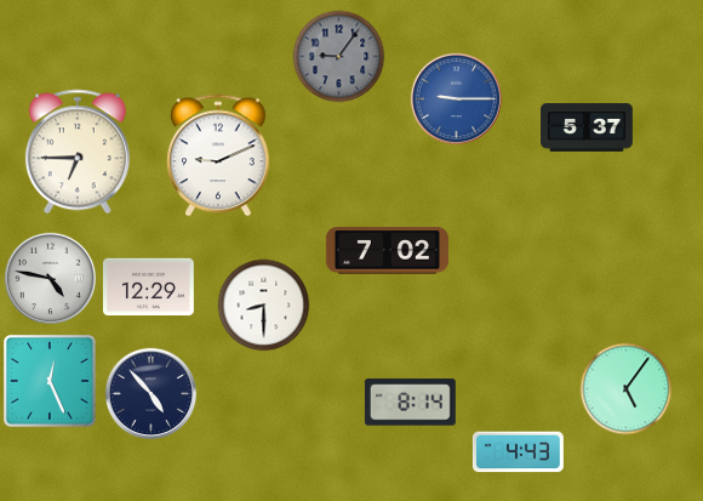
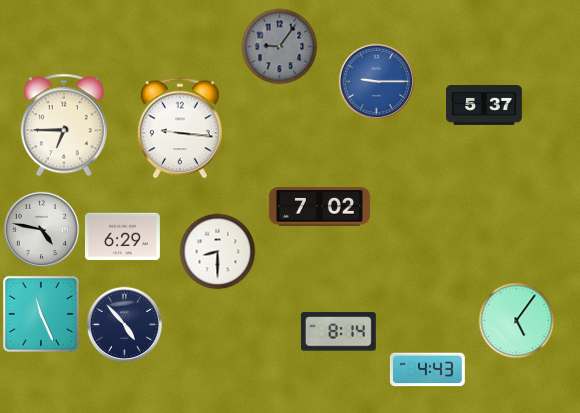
clock at (218, 155): 9:11 -> 9:16
clock at (148, 287): 12:29 -> 6:29
clock at (50, 381): 12:26 -> 11:26
clock at (518, 452) position: (518, 452) -> (427, 370)
